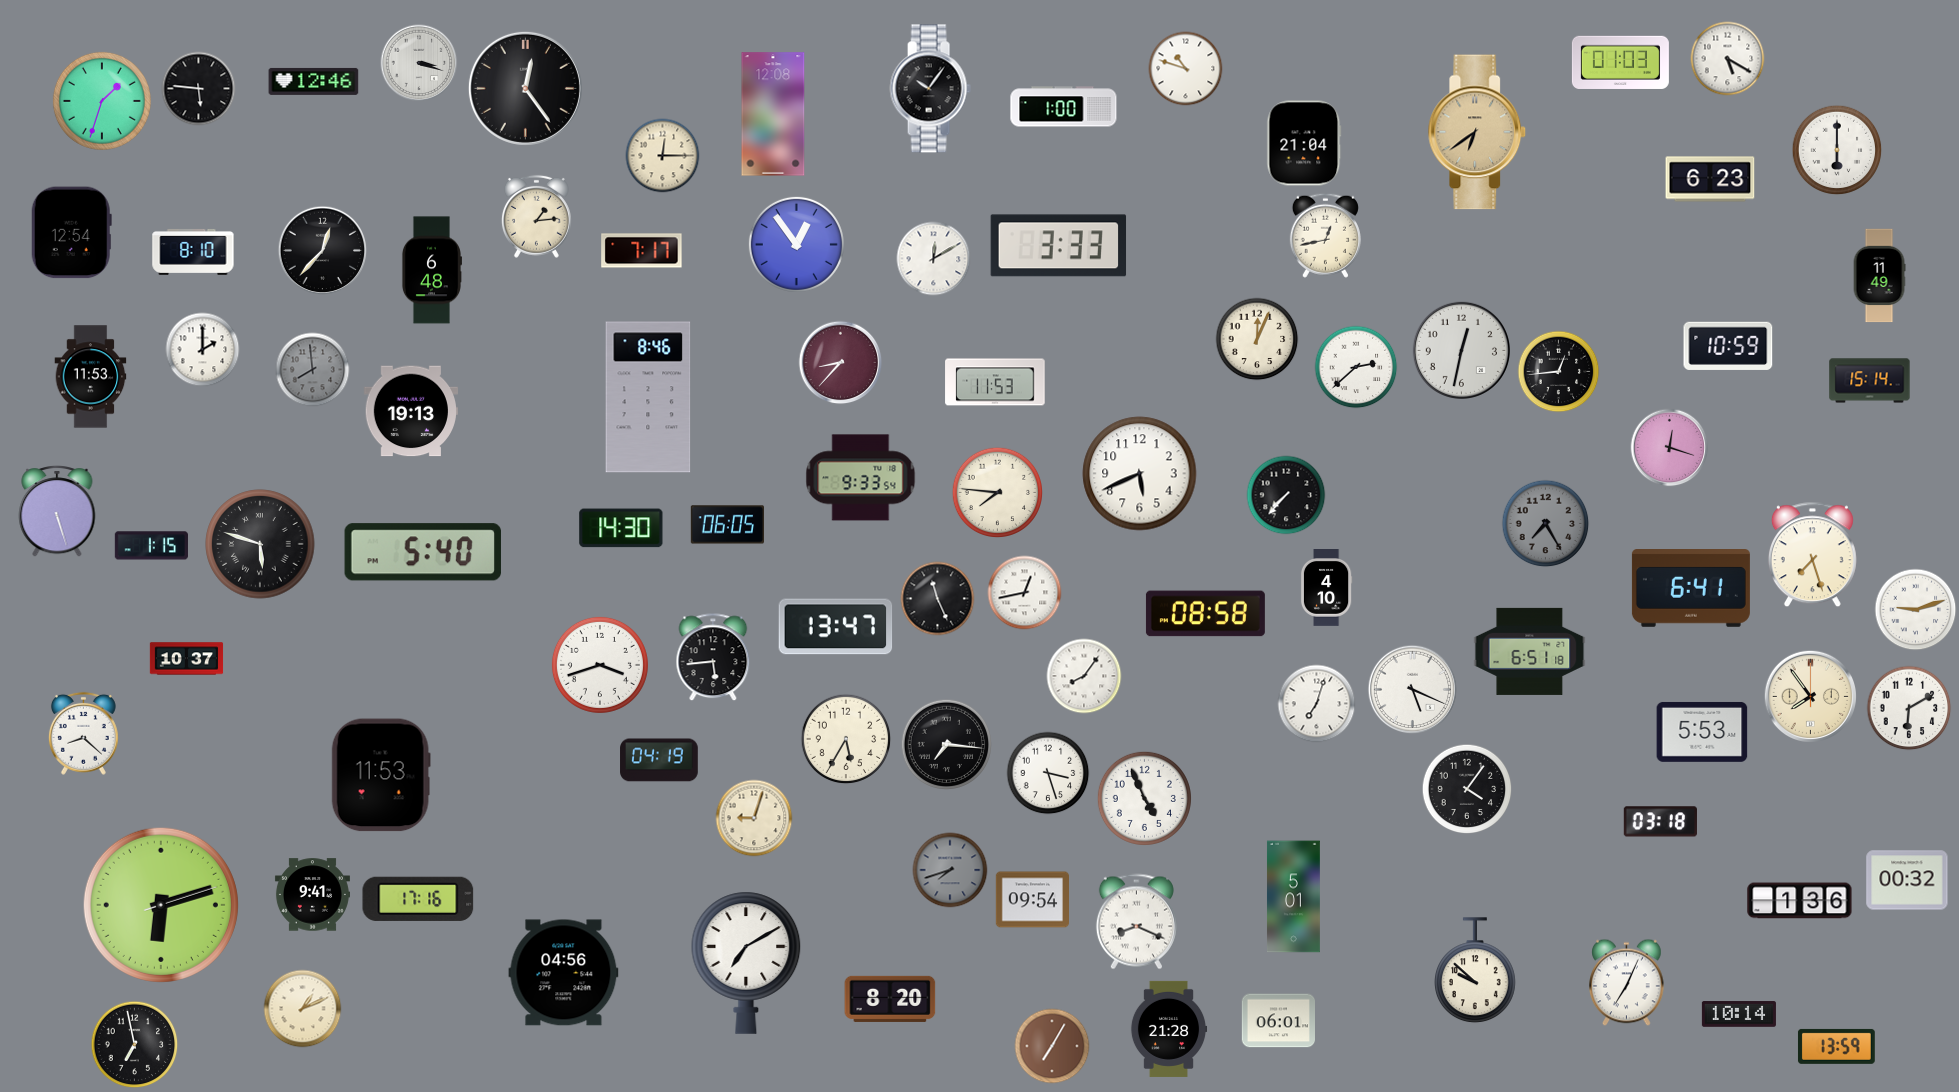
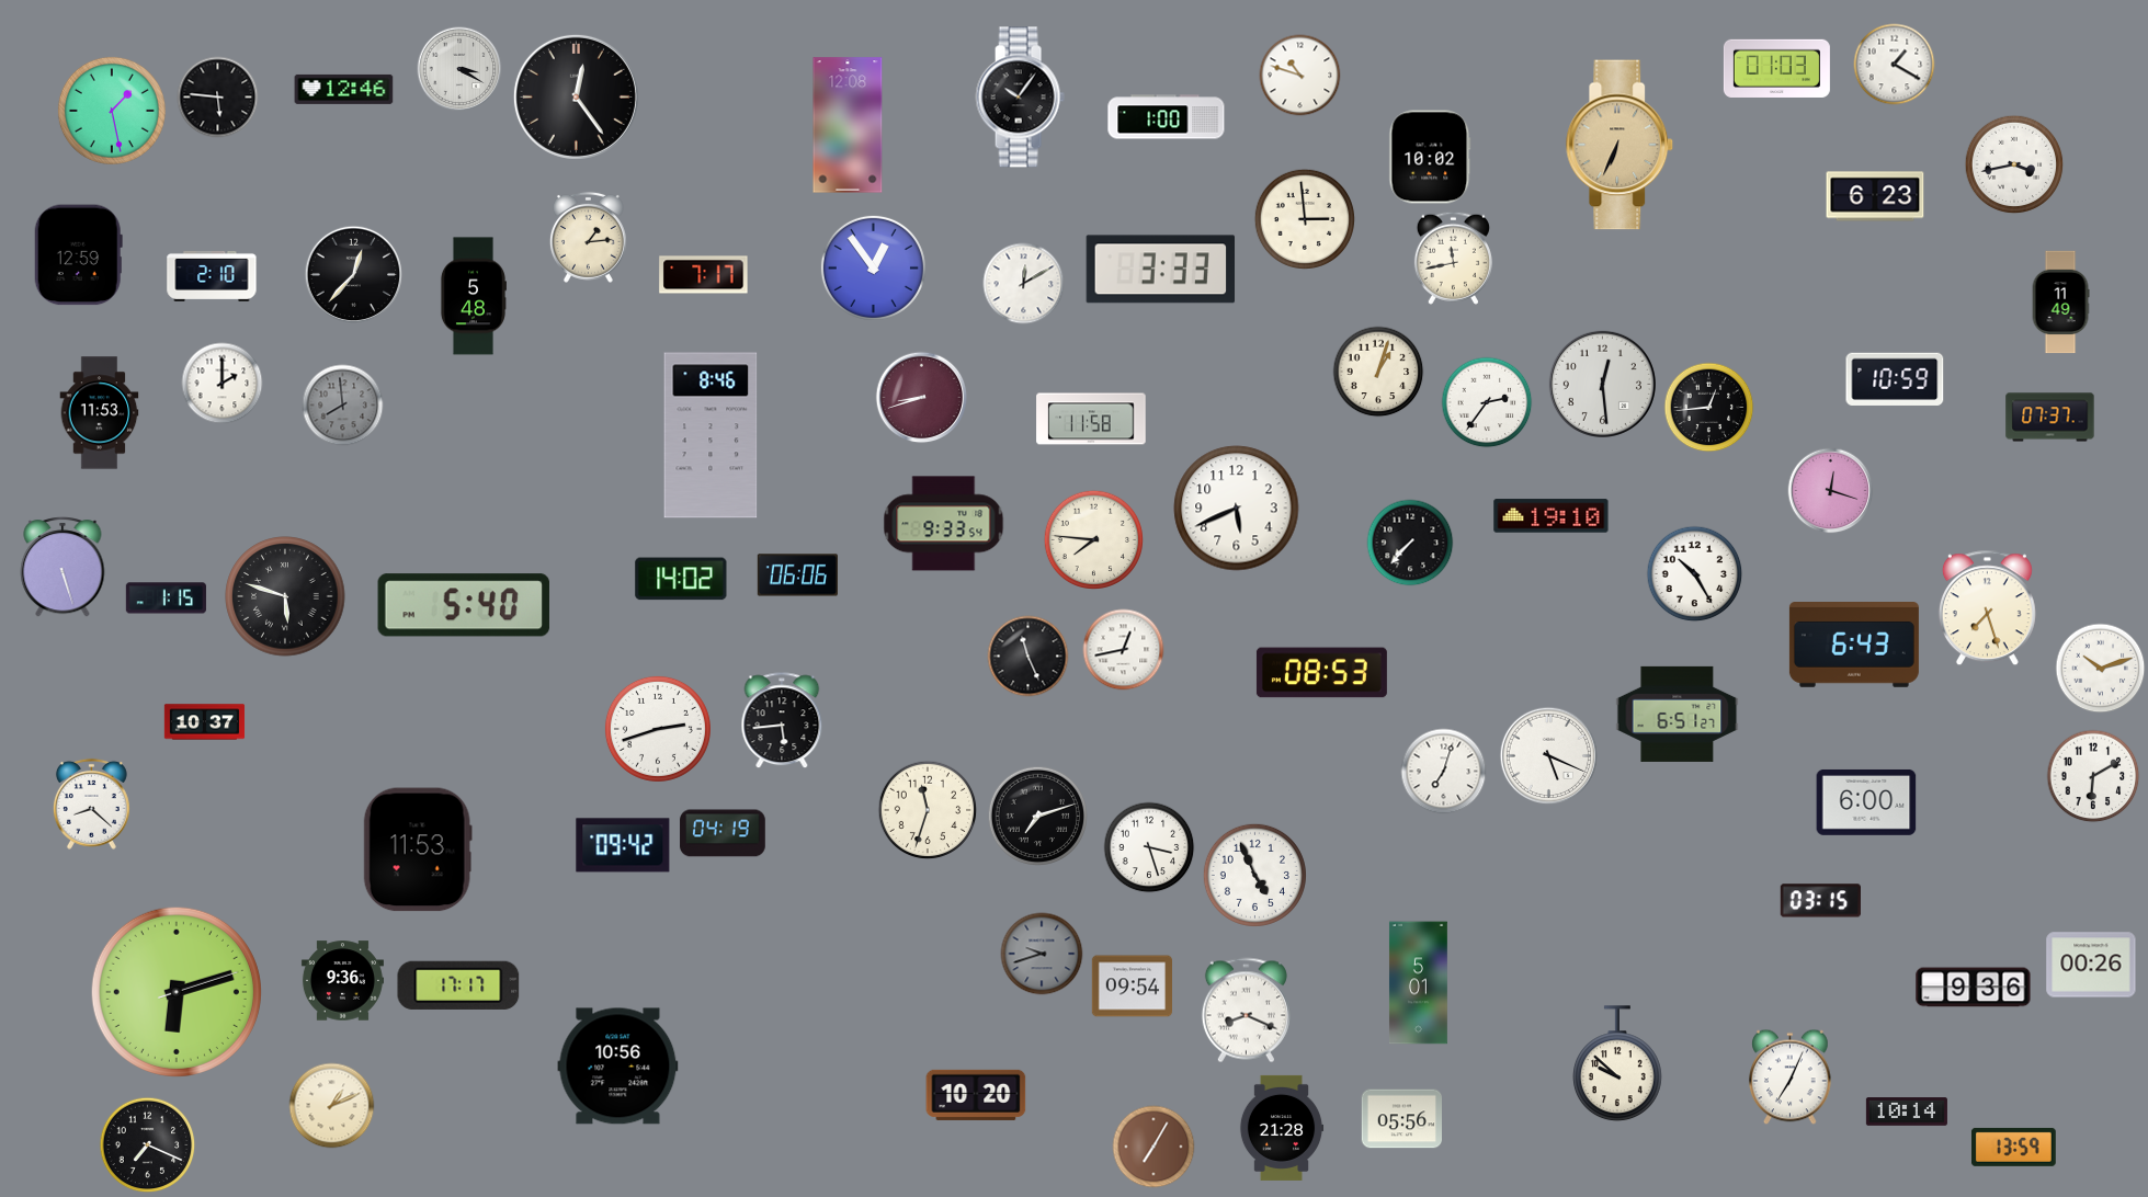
clock at (1728, 59): 5:20 -> 1:20
clock at (419, 63): 3:18 -> 3:20
clock at (102, 101): 1:33 -> 1:28
clock at (1477, 132): 6:39 -> 6:34
clock at (1304, 143): 21:04 -> 10:02
clock at (1837, 150): 6:00 -> 3:43
clock at (663, 156): 12:15 -> none
clock at (1304, 218): none -> 2:59
clock at (71, 233): 12:54 -> 12:59
clock at (1325, 235): 12:43 -> 11:43
clock at (193, 252): 8:10 -> 2:10
clock at (431, 270): 6:48 -> 5:48
clock at (1257, 339): 12:04 -> 1:03
clock at (1461, 350): 12:32 -> 12:29
clock at (841, 363): 8:37 -> 8:42
clock at (1356, 367): 2:38 -> 2:36
clock at (1870, 381): 15:14 -> 07:37
clock at (995, 382): 11:53 -> 11:58
clock at (410, 411): 19:13 -> none
clock at (1552, 516): none -> 19:10
clock at (1140, 474) position: (1140, 474) -> (1237, 509)
clock at (57, 512) position: (57, 512) -> (62, 568)
clock at (1546, 524): 7:25 -> 10:25
clock at (1546, 524) dial: grey -> white
clock at (727, 525): 06:05 -> 06:06
clock at (621, 528): 14:30 -> 14:02
clock at (1326, 588): 4:10 -> none
clock at (1691, 589): 6:41 -> 6:43
clock at (1916, 610): 9:12 -> 10:12
clock at (1205, 614): 08:58 -> 08:53
clock at (836, 627): 13:47 -> none
clock at (1530, 651): 6:51:18 -> 6:51:27
clock at (600, 665): 3:42 -> 2:42
clock at (1084, 676): 8:06 -> none
clock at (1810, 696): 7:54 -> none
clock at (1702, 732): 5:53 -> 6:00
clock at (846, 739): 5:35 -> 11:33
clock at (946, 744): 7:16 -> 7:12
clock at (623, 845): none -> 09:42
clock at (1467, 789): 4:06 -> none
clock at (754, 818): 9:03 -> none
clock at (1660, 822): 03:18 -> 03:15
clock at (950, 870): 7:42 -> 9:42
clock at (1907, 880): 00:32 -> 00:26
clock at (312, 895): 9:41 -> 9:36
clock at (418, 899): 17:16 -> 17:17
clock at (1800, 901): 1:36 -> 9:36
clock at (746, 963): 7:10 -> none
clock at (564, 973): 04:56 -> 10:56
clock at (1627, 983) position: (1627, 983) -> (1791, 1078)
clock at (890, 999): 8:20 -> 10:20
clock at (1278, 1021): 06:01 -> 05:56
clock at (135, 1045): 6:58 -> 7:19
